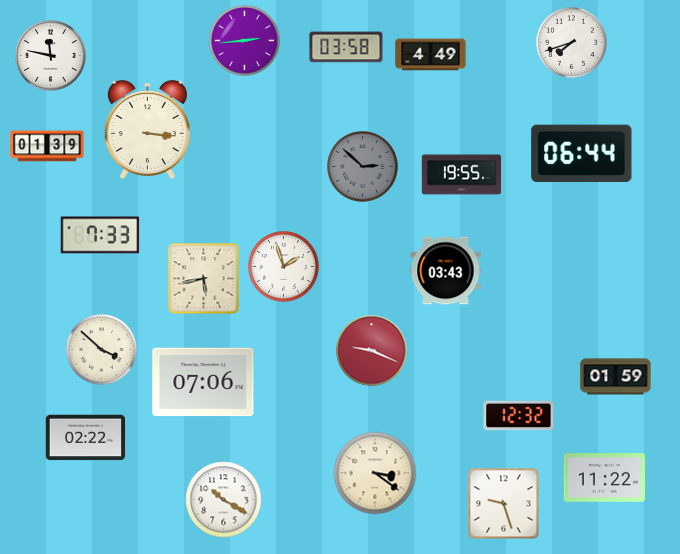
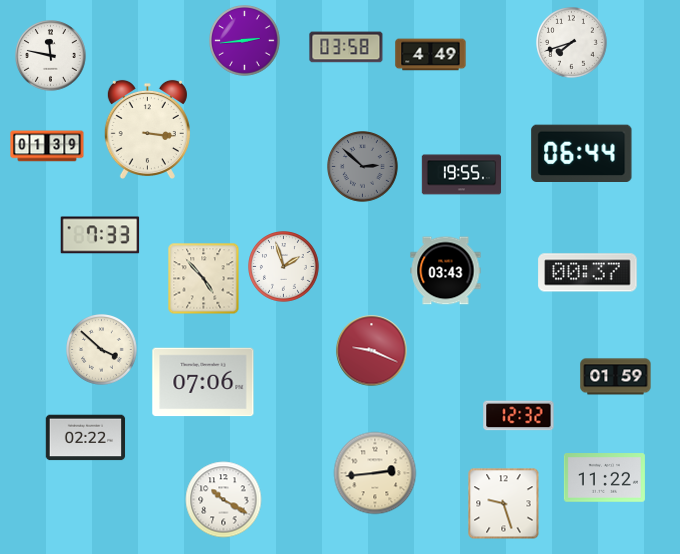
clock at (588, 273): none -> 00:37
clock at (204, 279): 5:43 -> 4:53
clock at (375, 473): 3:21 -> 2:44
